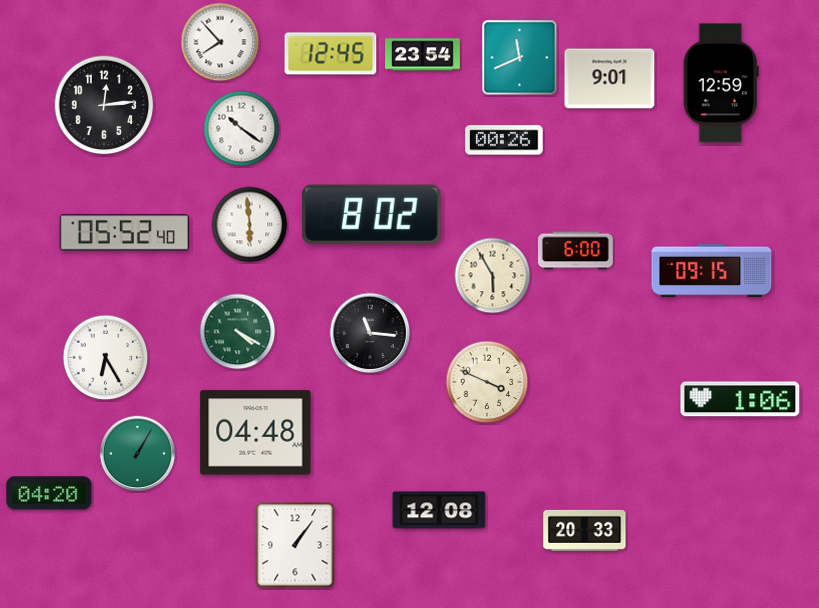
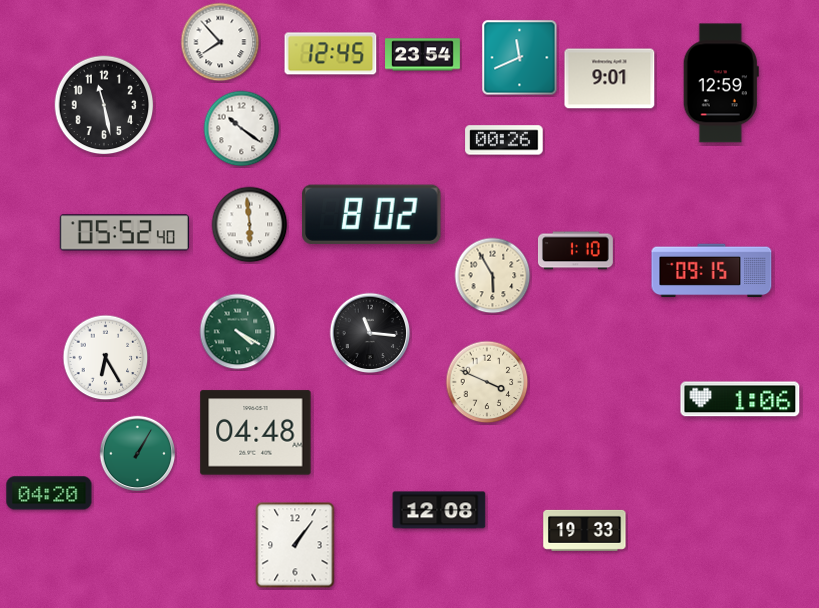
clock at (104, 105): 12:14 -> 11:28
clock at (575, 251): 6:00 -> 1:10
clock at (585, 530): 20:33 -> 19:33
